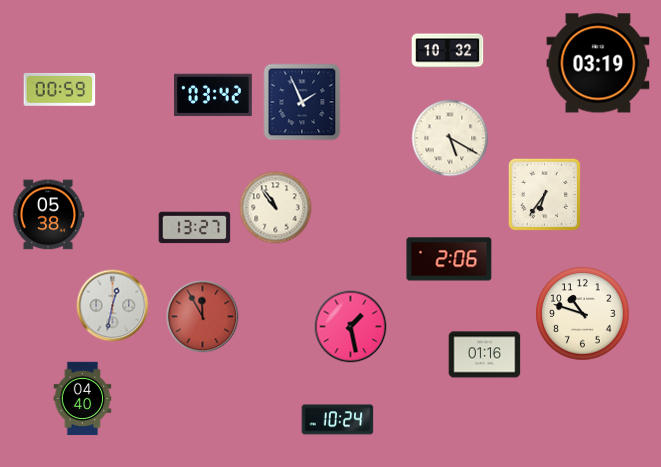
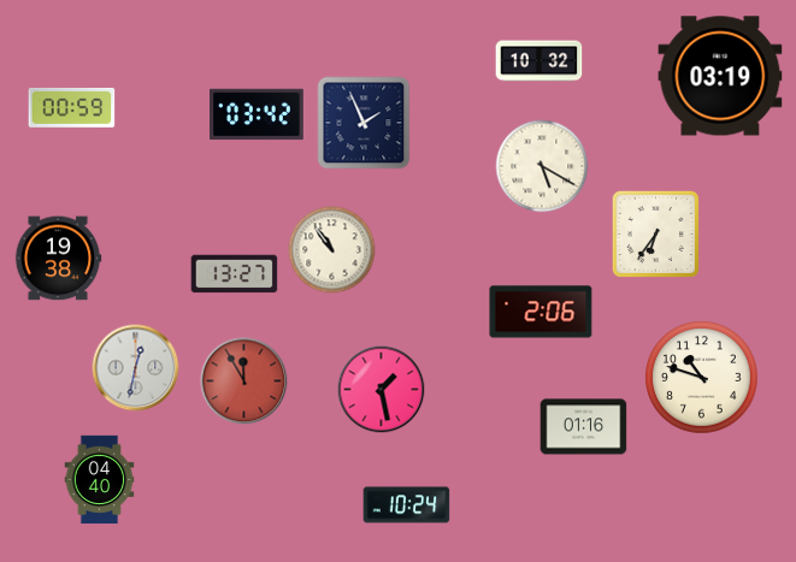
clock at (48, 215): 05:38 -> 19:38
clock at (351, 327) position: (351, 327) -> (382, 390)
